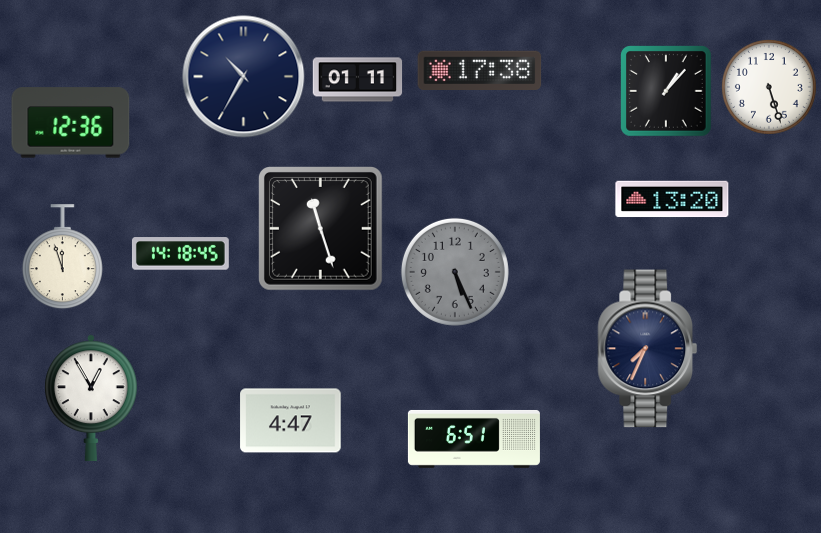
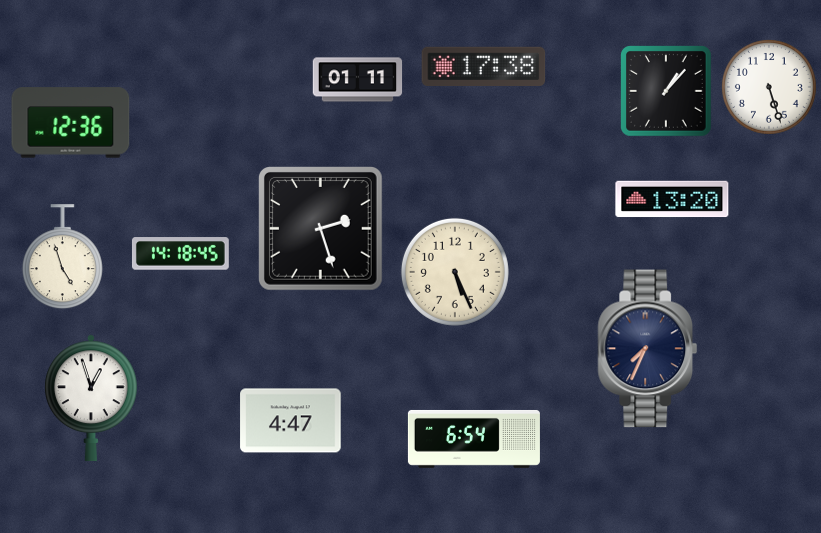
clock at (480, 70) position: (480, 70) -> (484, 66)
clock at (244, 77): 10:35 -> none
clock at (321, 229): 11:27 -> 2:27
clock at (62, 257): 11:57 -> 4:57
clock at (455, 272) dial: grey -> cream
clock at (91, 398): 12:55 -> 12:57
clock at (474, 439): 6:51 -> 6:54
